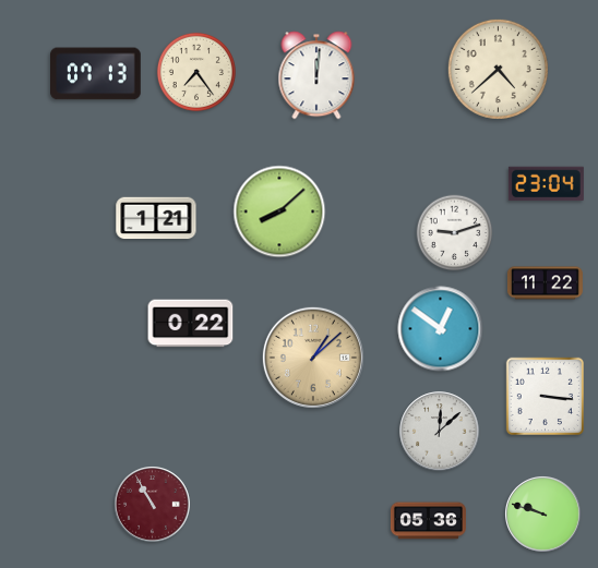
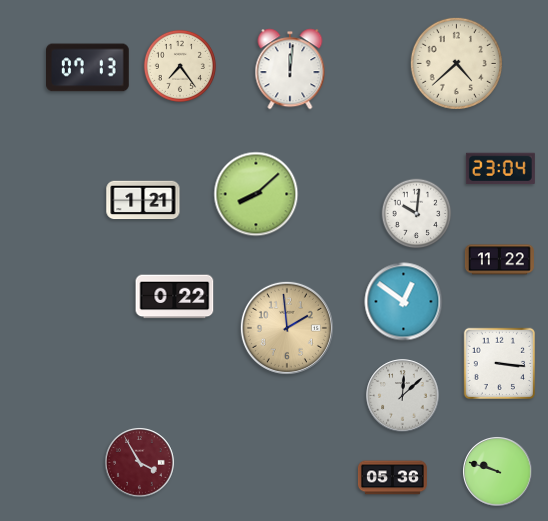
clock at (455, 233): 9:12 -> 10:01
clock at (313, 358): 1:08 -> 1:59
clock at (153, 505): 10:55 -> 3:55
